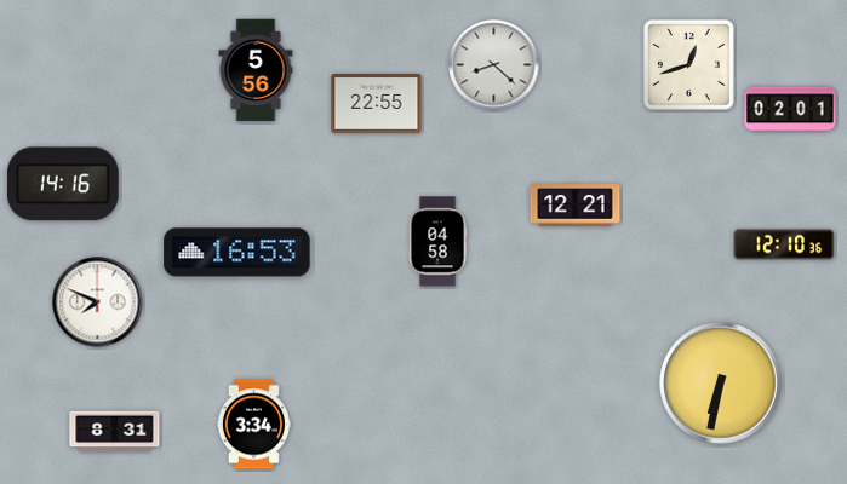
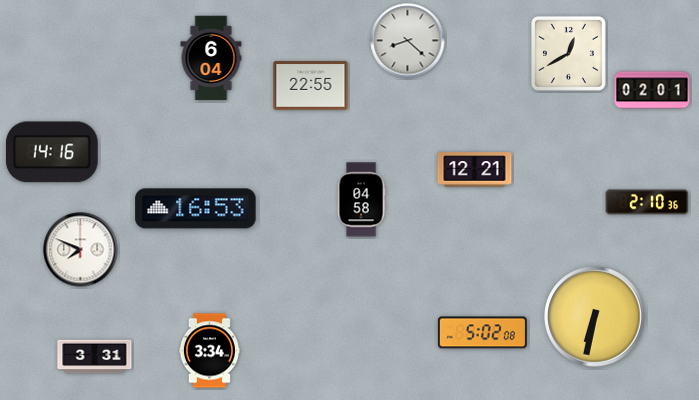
clock at (688, 64): 12:42 -> 12:40
clock at (494, 65) position: (494, 65) -> (408, 41)
clock at (256, 70): 5:56 -> 6:04
clock at (784, 244): 12:10 -> 2:10
clock at (482, 333): none -> 5:02
clock at (115, 432): 8:31 -> 3:31
